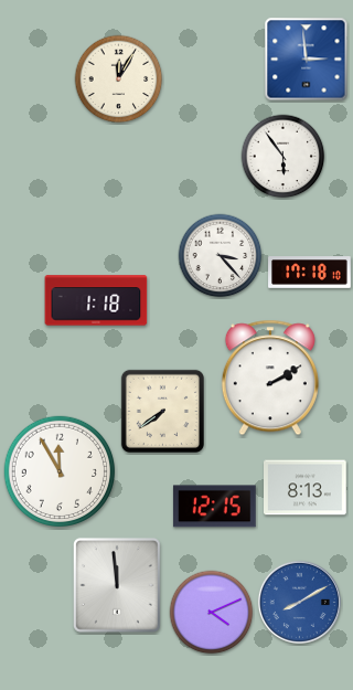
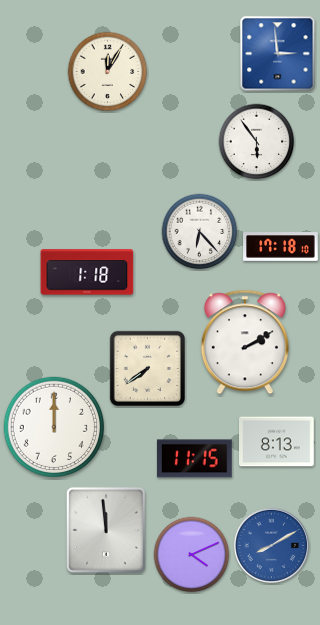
clock at (221, 256): 3:23 -> 6:23
clock at (162, 411) position: (162, 411) -> (147, 368)
clock at (58, 470): 11:55 -> 12:00
clock at (214, 507): 12:15 -> 11:15
